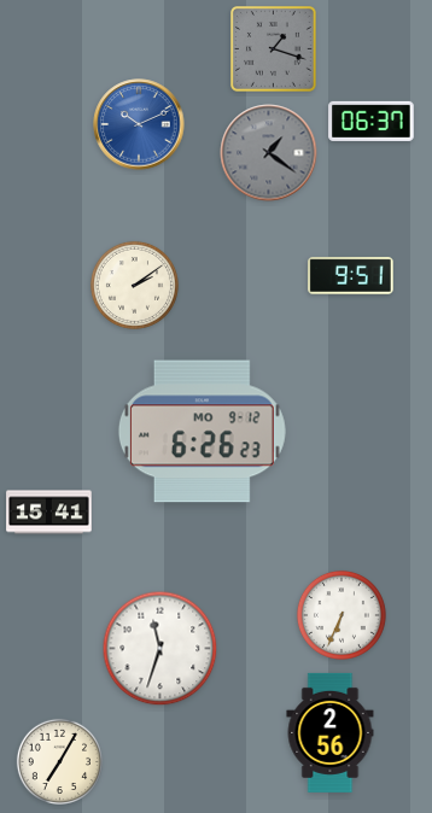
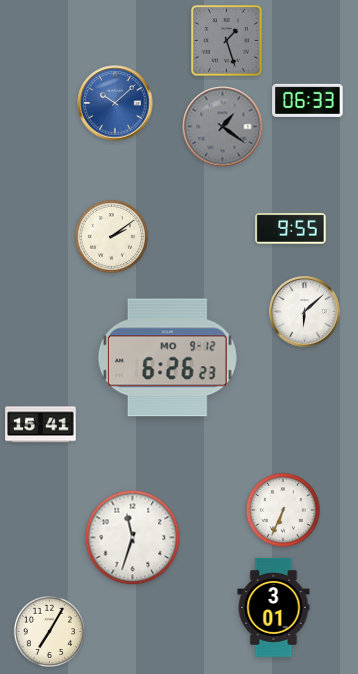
clock at (274, 49): 1:18 -> 1:27
clock at (372, 121): 06:37 -> 06:33
clock at (139, 124): 10:11 -> 10:08
clock at (351, 275): 9:51 -> 9:55
clock at (305, 312): none -> 6:08
clock at (331, 732): 2:56 -> 3:01
